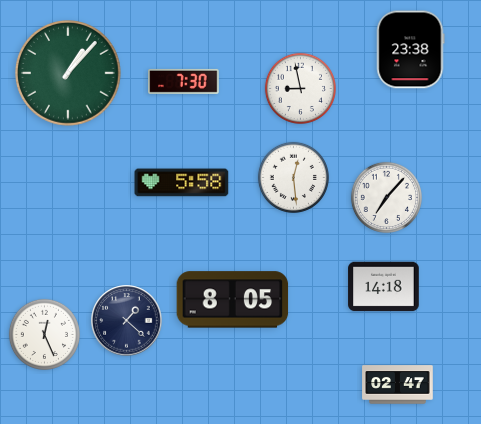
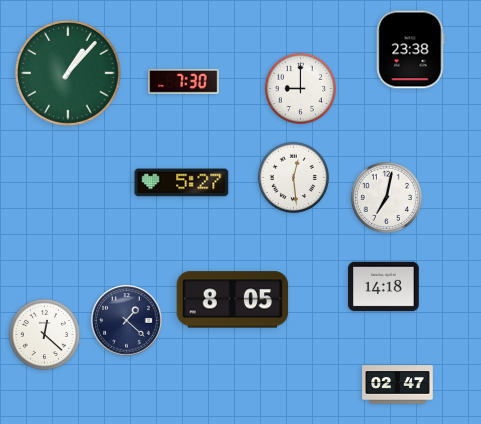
clock at (300, 88): 8:58 -> 9:00
clock at (182, 183): 5:58 -> 5:27
clock at (386, 197): 7:07 -> 7:02
clock at (44, 334): 12:26 -> 12:22
